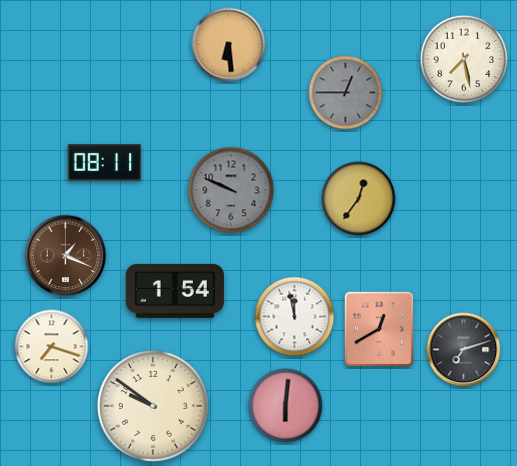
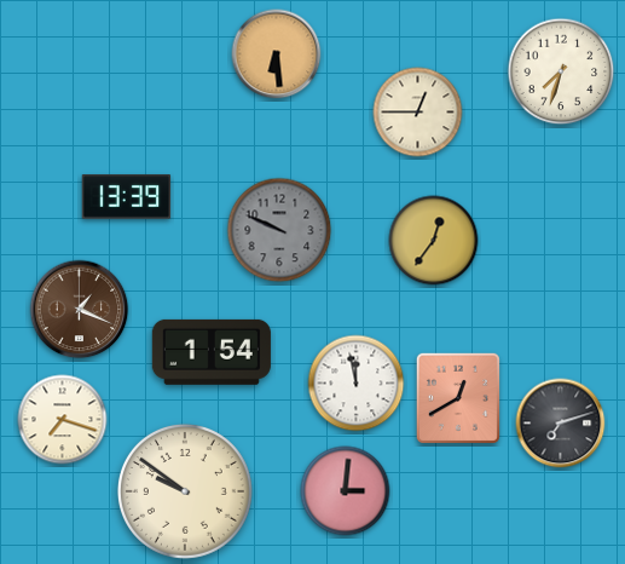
clock at (464, 59): 7:28 -> 7:33
clock at (346, 93) dial: grey -> cream
clock at (105, 163): 08:11 -> 13:39
clock at (286, 406): 6:01 -> 3:01
